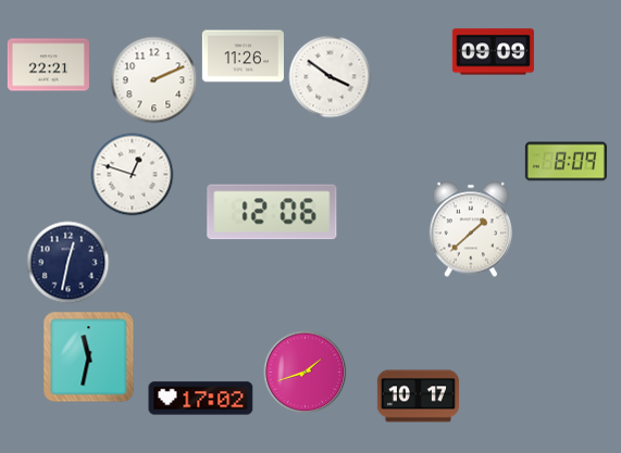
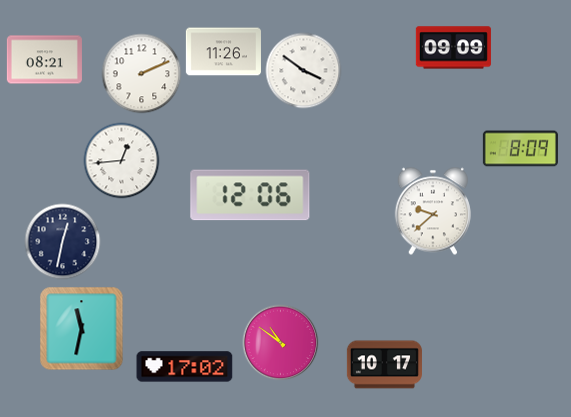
clock at (48, 65): 22:21 -> 08:21
clock at (133, 175): 12:48 -> 12:44
clock at (470, 229): 1:38 -> 9:38
clock at (306, 373): 1:42 -> 10:51
